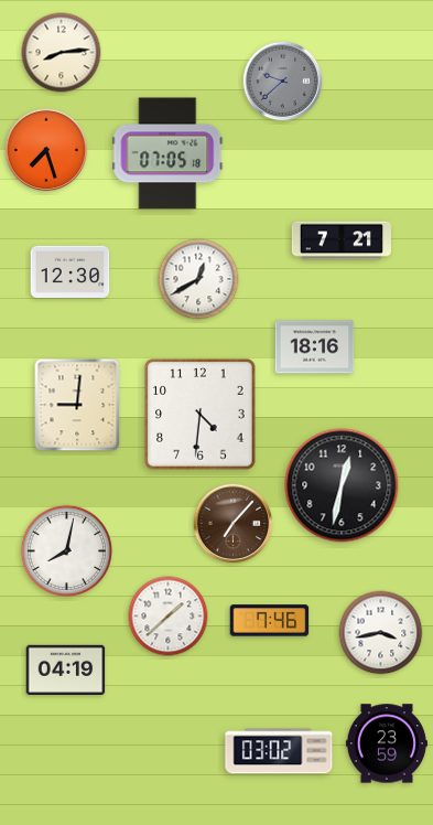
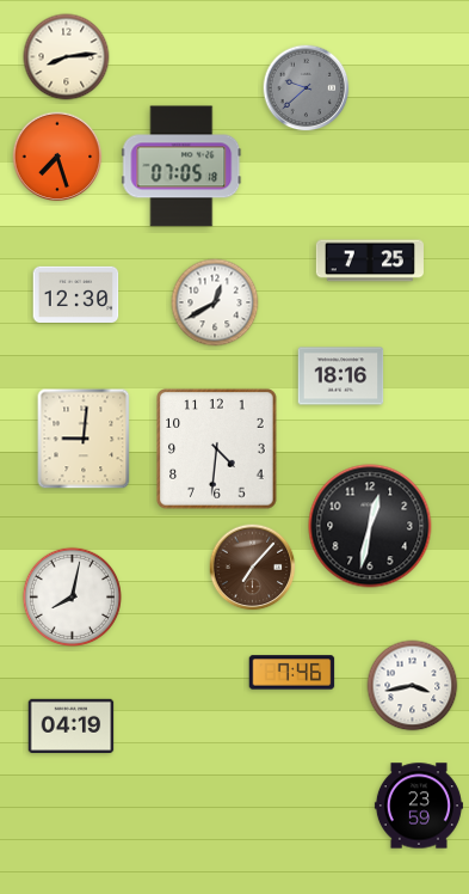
clock at (46, 150) position: (46, 150) -> (57, 157)
clock at (342, 240): 7:21 -> 7:25
clock at (169, 617): 1:38 -> none
clock at (279, 751): 03:02 -> none
